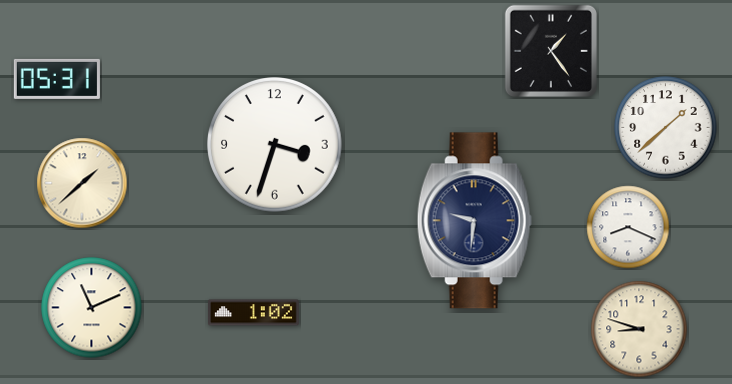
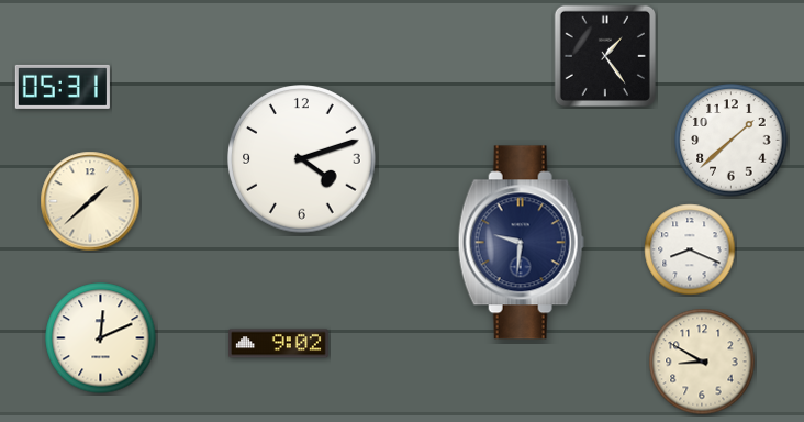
clock at (275, 145): 3:33 -> 4:12
clock at (92, 308): 11:11 -> 12:11
clock at (254, 313): 1:02 -> 9:02
clock at (639, 329): 8:48 -> 8:50
